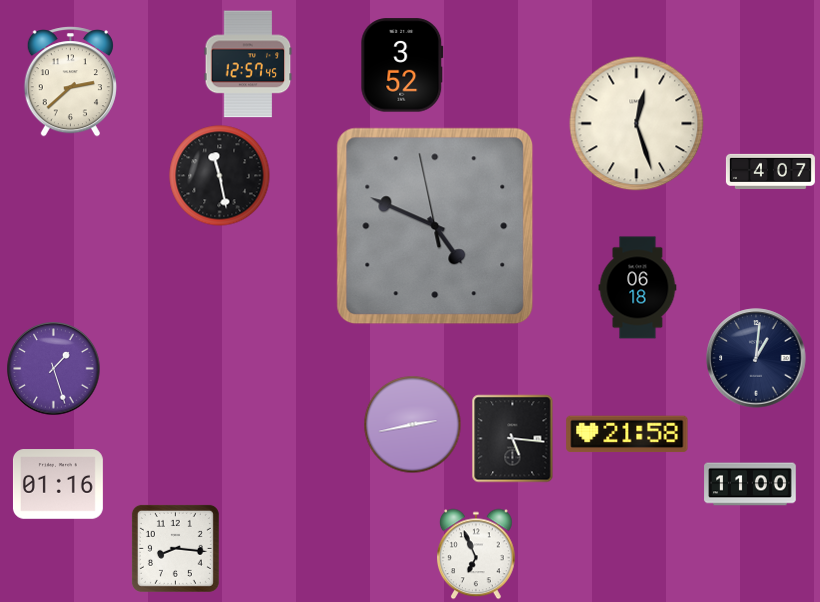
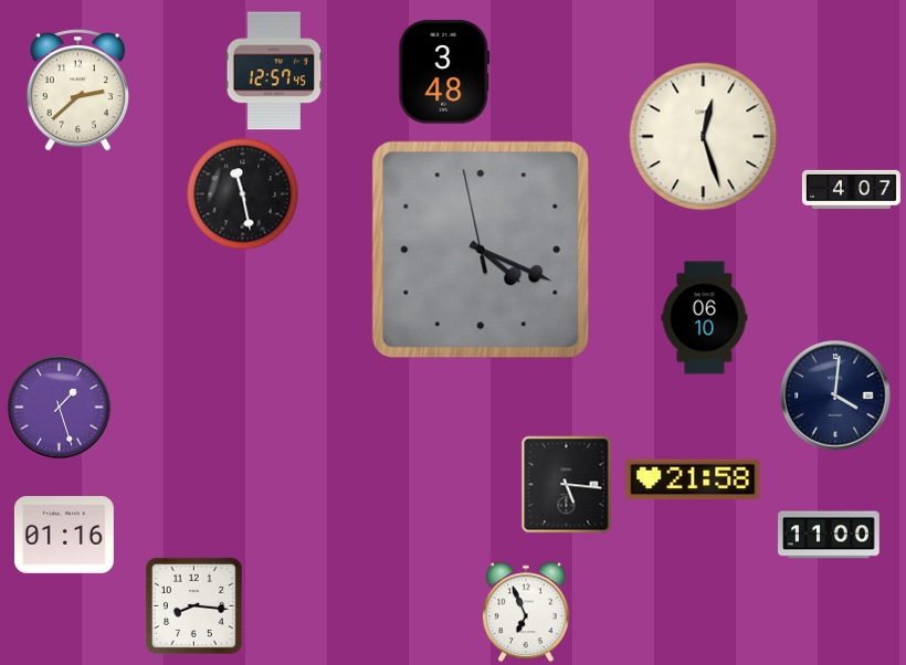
clock at (402, 65): 3:52 -> 3:48
clock at (435, 226): 4:48 -> 4:18
clock at (638, 288): 06:18 -> 06:10
clock at (756, 358): 1:01 -> 4:01
clock at (413, 425): 2:43 -> none
